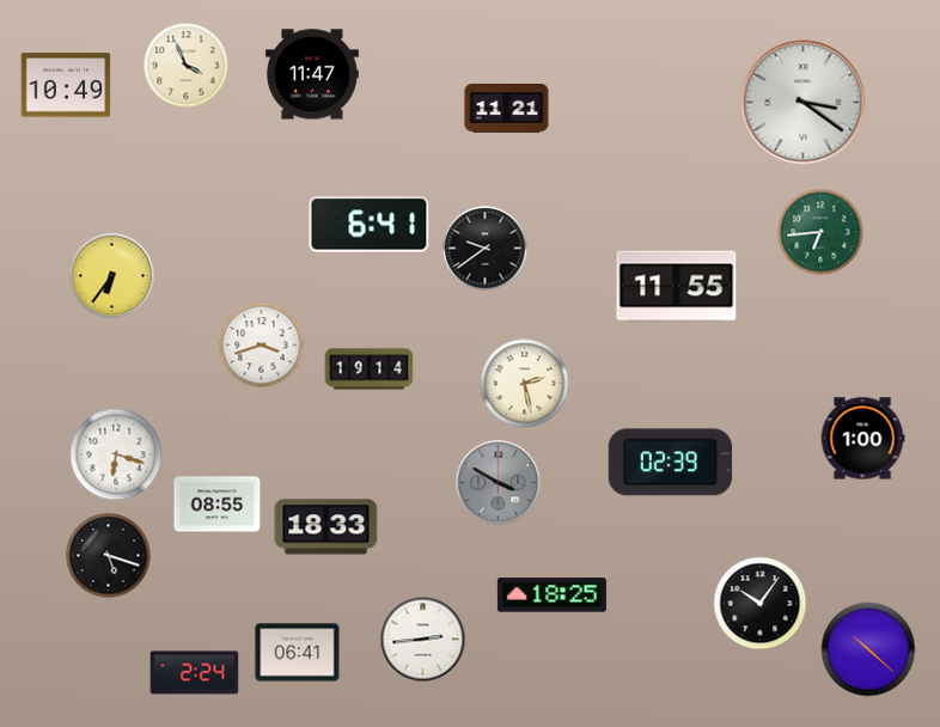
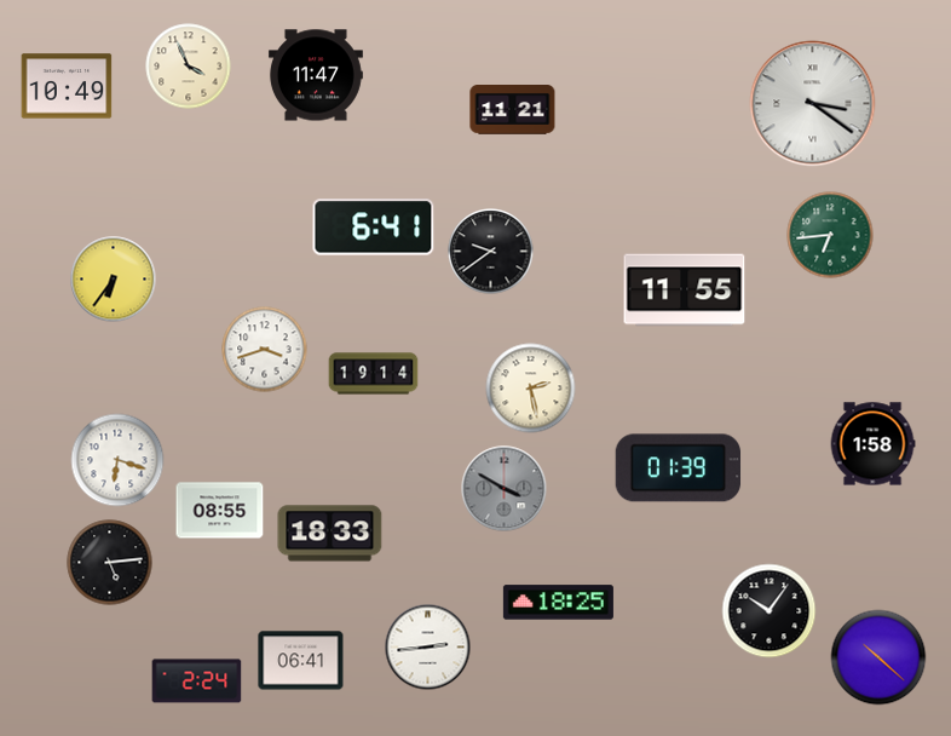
clock at (862, 439): 1:00 -> 1:58
clock at (671, 463): 02:39 -> 01:39
clock at (109, 556): 5:18 -> 5:14
